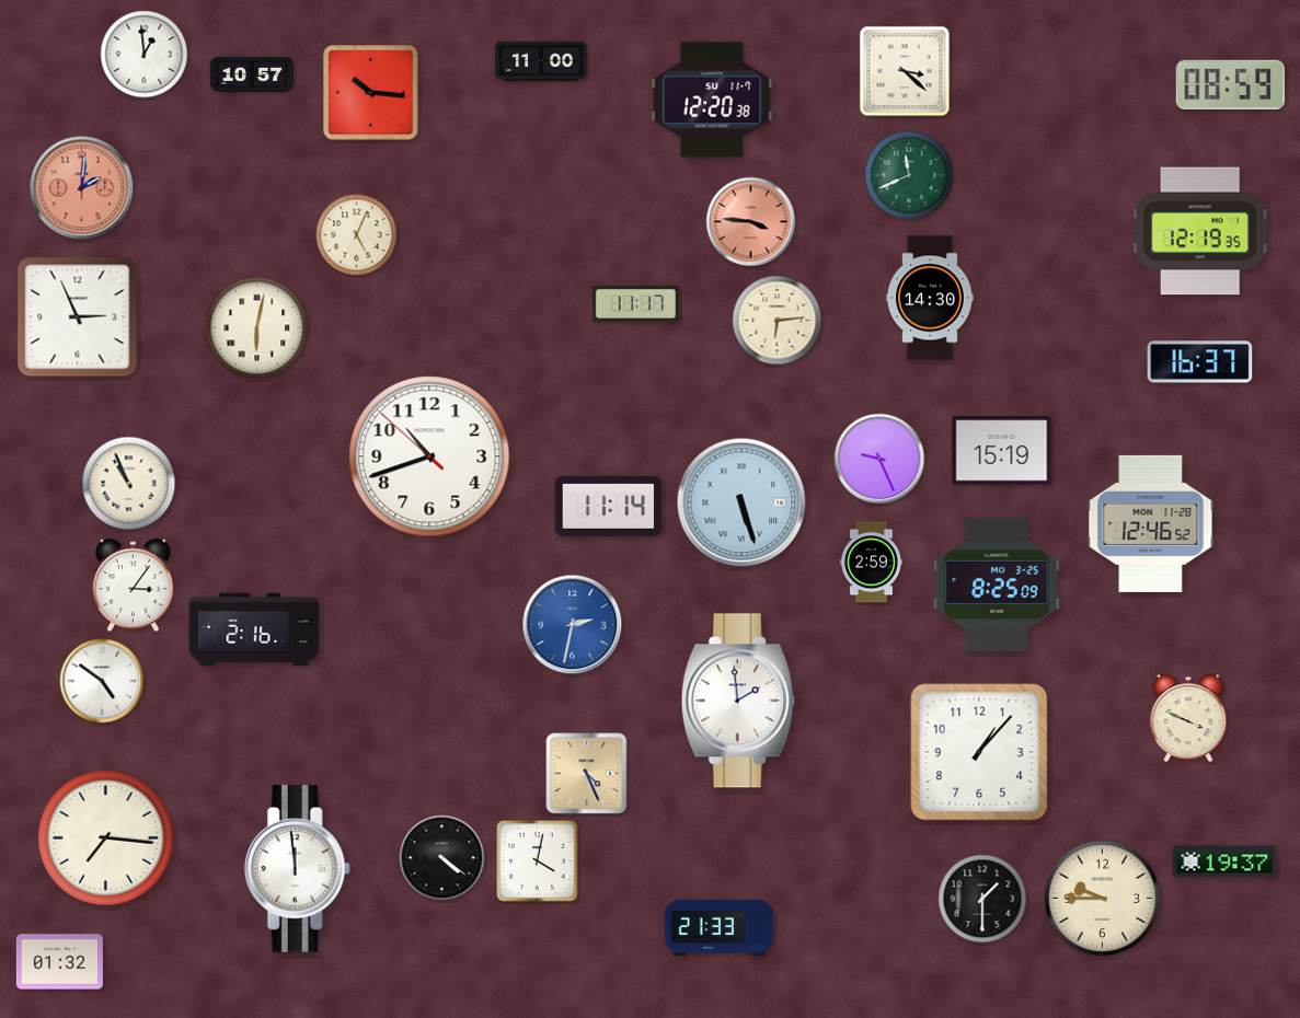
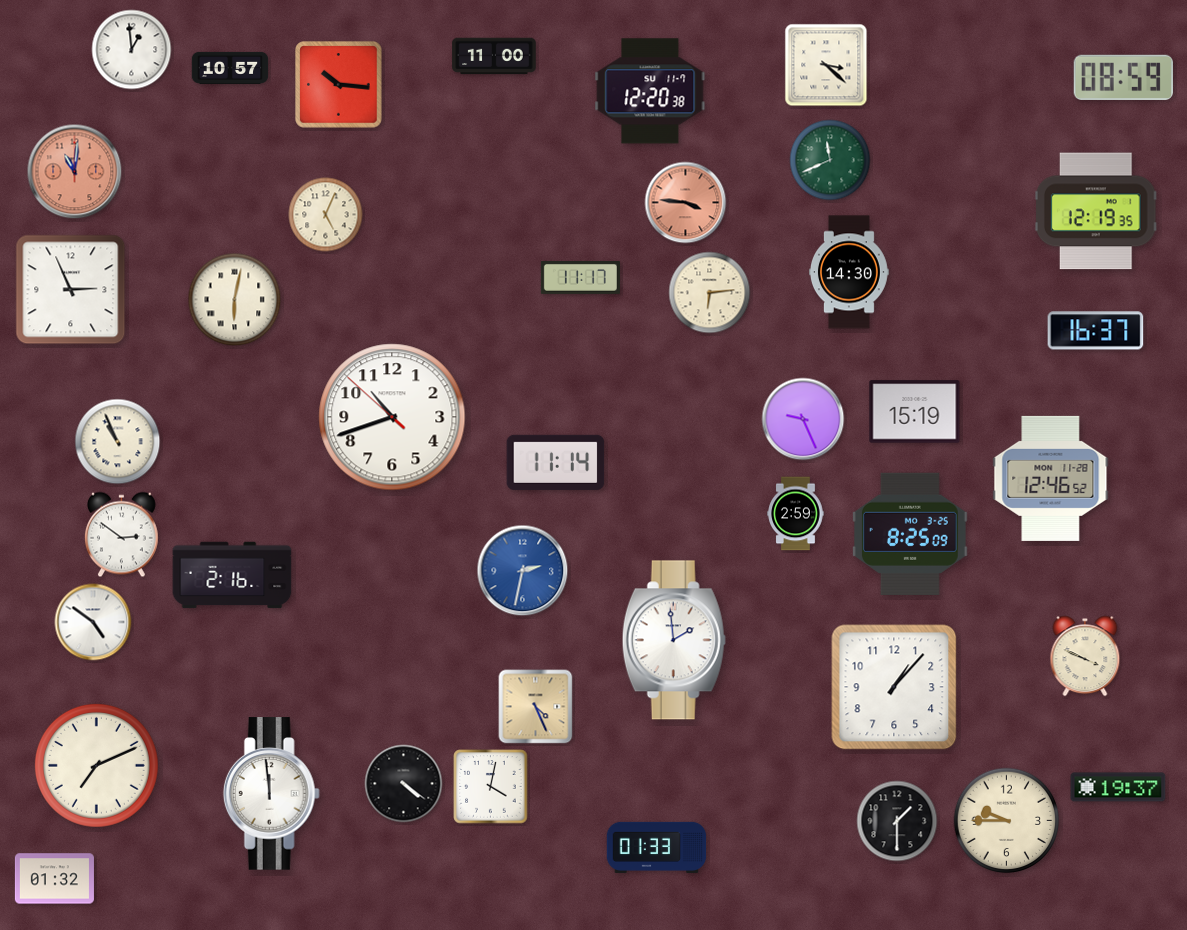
clock at (82, 188): 2:01 -> 11:01
clock at (741, 502): 5:27 -> none
clock at (133, 586): 3:06 -> 2:51
clock at (105, 837): 7:16 -> 7:11
clock at (720, 927): 21:33 -> 01:33
